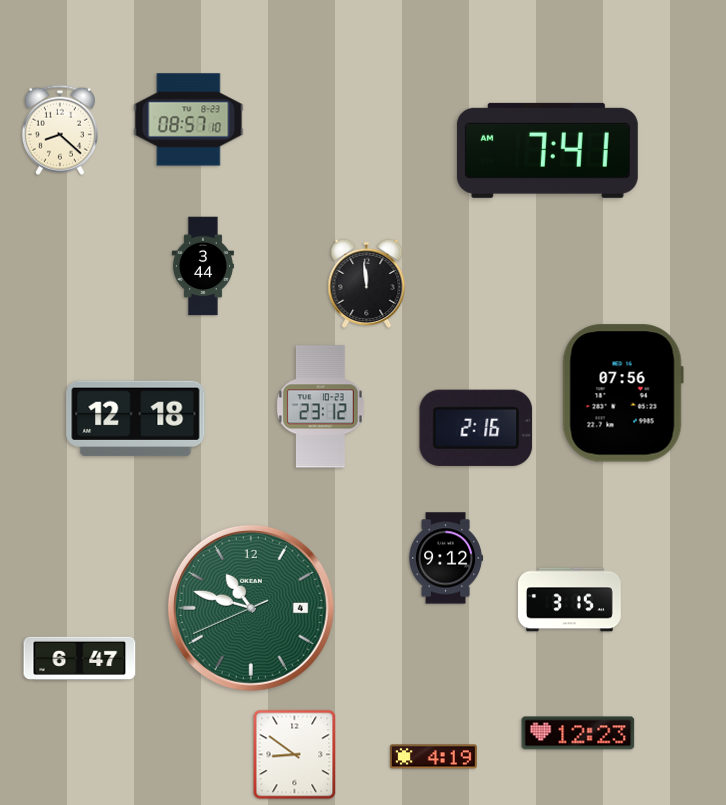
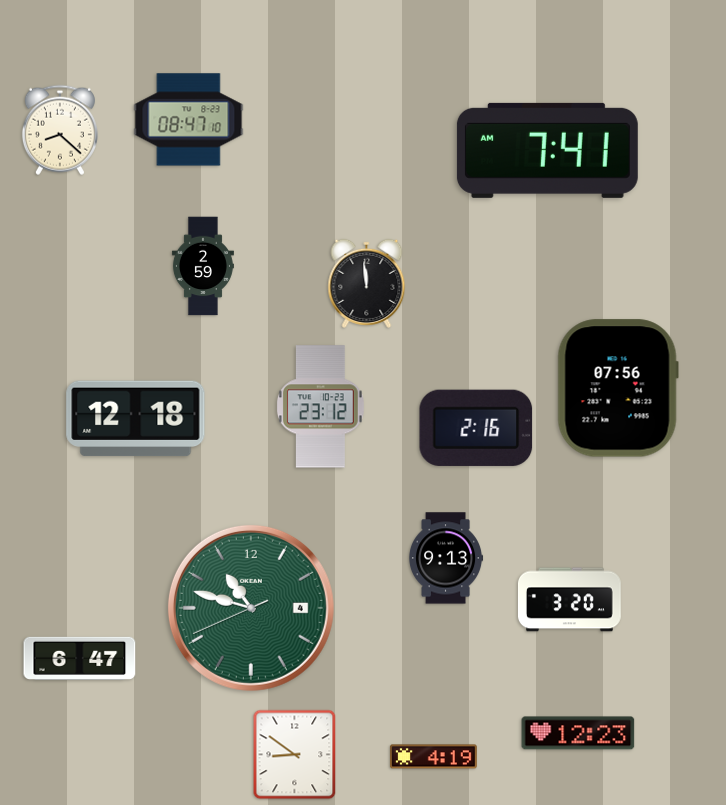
clock at (189, 120): 08:57 -> 08:47
clock at (203, 266): 3:44 -> 2:59
clock at (623, 393) position: (623, 393) -> (618, 388)
clock at (446, 558): 9:12 -> 9:13
clock at (570, 600): 3:15 -> 3:20
